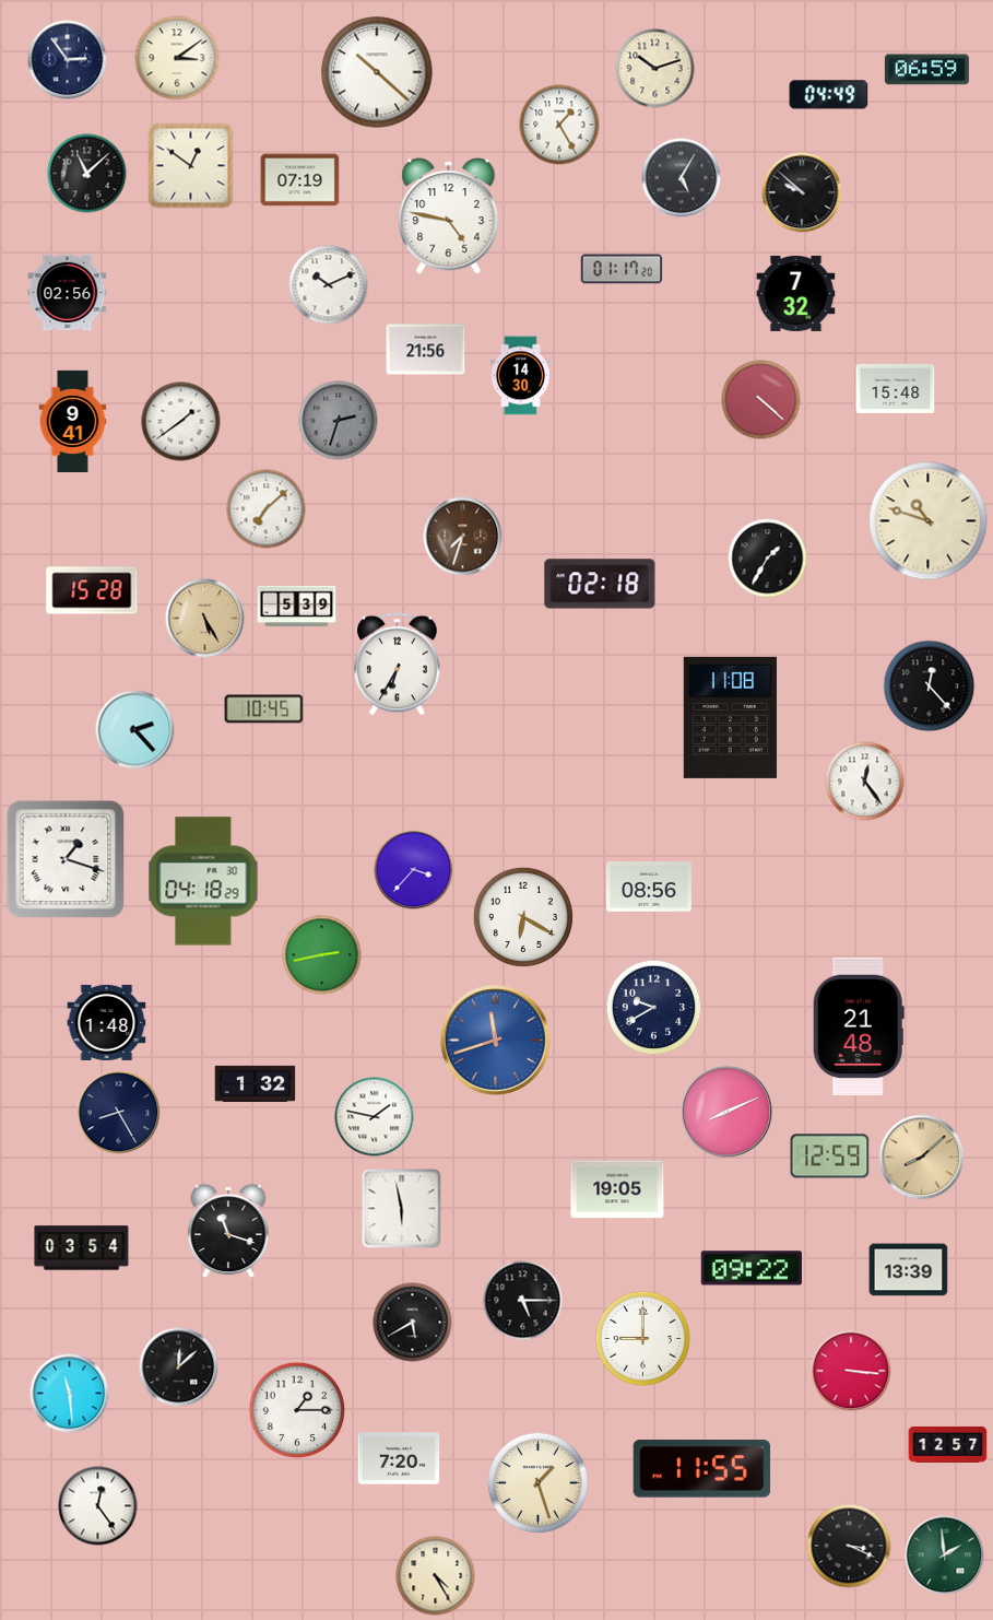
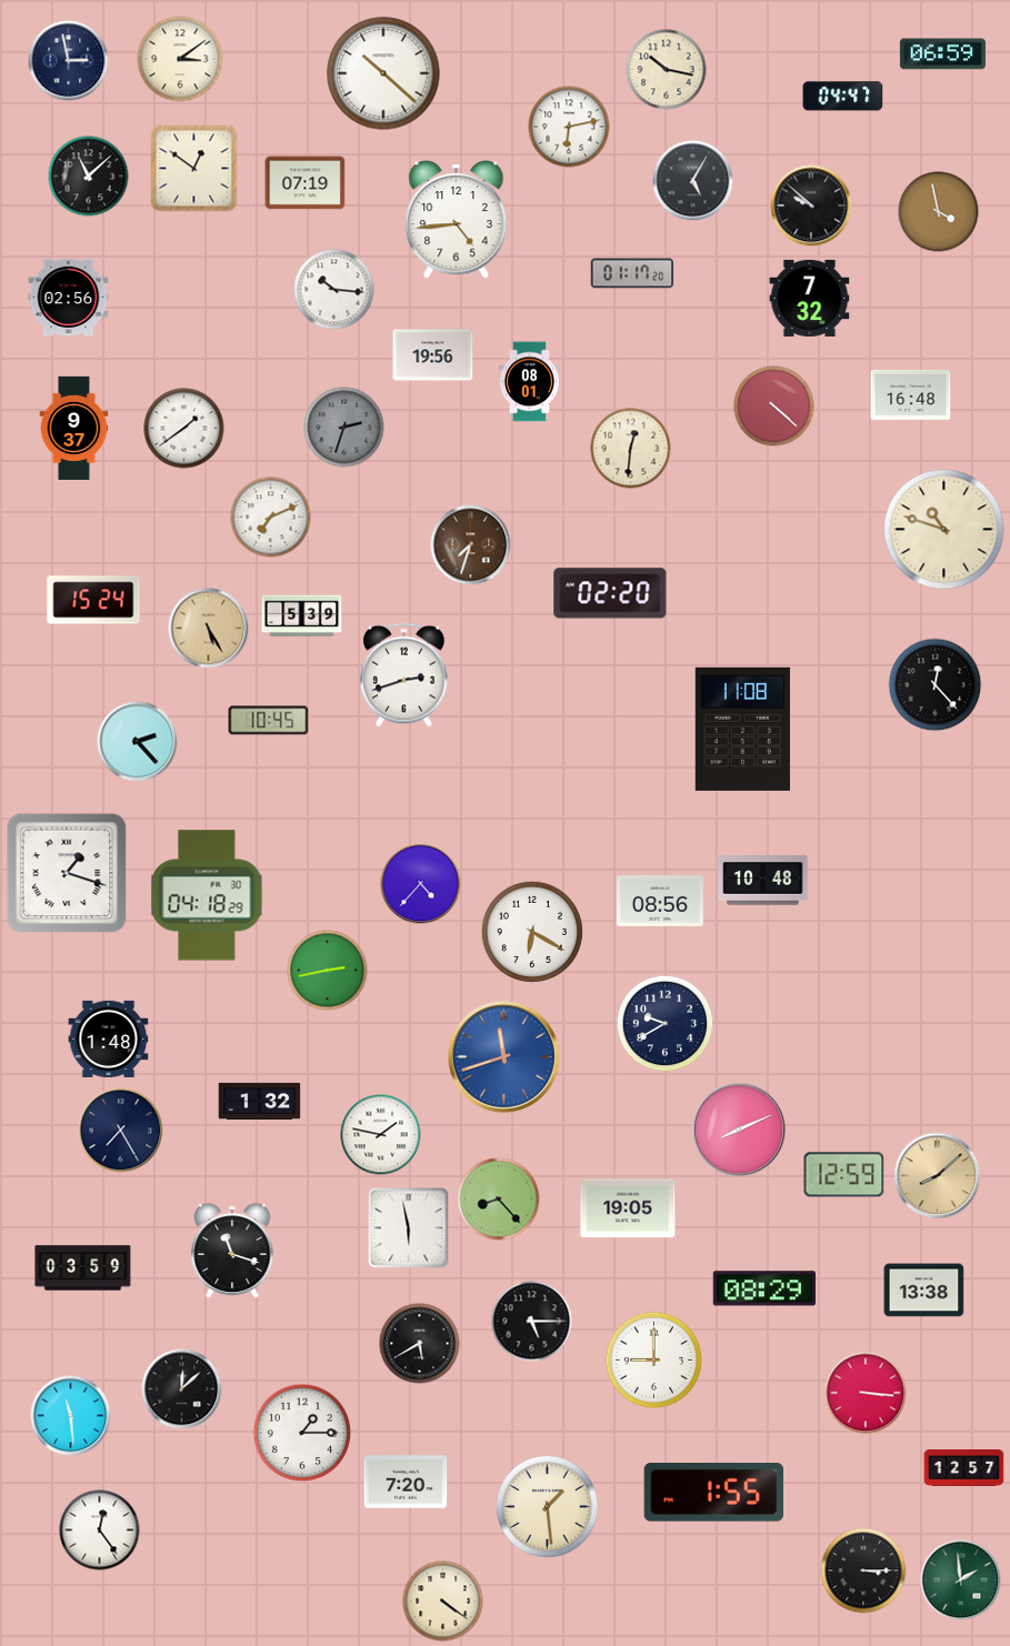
clock at (68, 60): 2:54 -> 2:58
clock at (655, 69): 10:12 -> 10:17
clock at (926, 70) position: (926, 70) -> (942, 54)
clock at (829, 95): 04:49 -> 04:47
clock at (559, 125): 1:25 -> 6:13
clock at (802, 192) position: (802, 192) -> (811, 205)
clock at (939, 212): none -> 3:58
clock at (449, 216): 4:47 -> 4:44
clock at (329, 285): 10:11 -> 10:16
clock at (426, 350): 21:56 -> 19:56
clock at (520, 376): 14:30 -> 08:01
clock at (896, 388): 15:48 -> 16:48
clock at (73, 421): 9:41 -> 9:37
clock at (631, 449): none -> 12:31
clock at (267, 509): 7:08 -> 7:11
clock at (768, 559): 1:35 -> none
clock at (600, 584): 02:18 -> 02:20
clock at (92, 590): 15:28 -> 15:24
clock at (398, 665): 6:35 -> 2:42
clock at (930, 686) position: (930, 686) -> (936, 685)
clock at (865, 782): 12:24 -> none
clock at (763, 881): none -> 10:48
clock at (414, 870): 3:37 -> 4:37
clock at (859, 1025): 21:48 -> none
clock at (119, 1113): 8:25 -> 7:25
clock at (499, 1200): none -> 8:23
clock at (82, 1248): 03:54 -> 03:59
clock at (752, 1268): 09:22 -> 08:29
clock at (909, 1270): 13:39 -> 13:38
clock at (702, 1469): 11:55 -> 1:55
clock at (537, 1482): 1:27 -> 1:29
clock at (849, 1546): 3:19 -> 3:15
clock at (436, 1576): 4:25 -> 4:21
